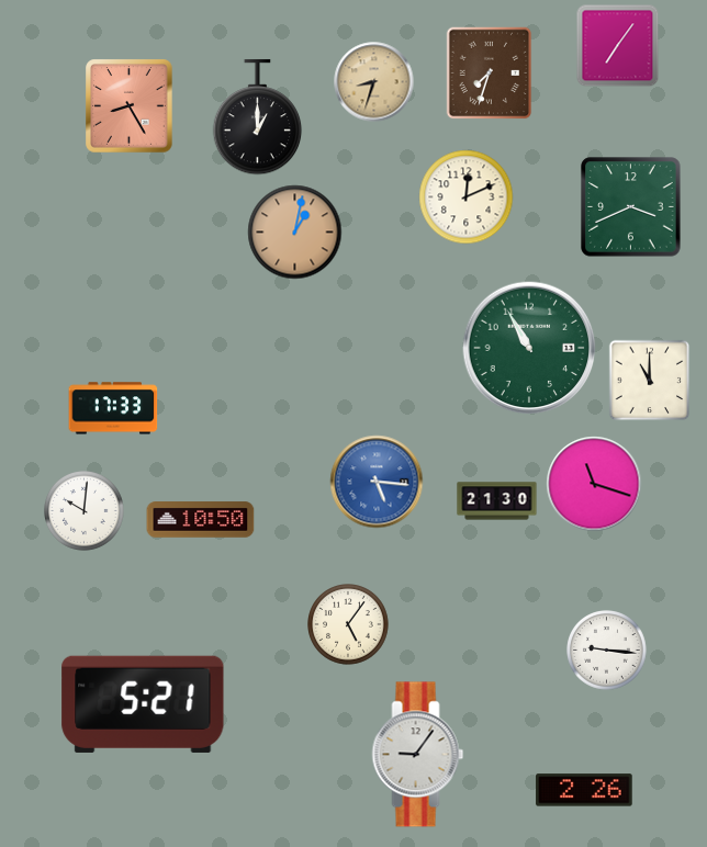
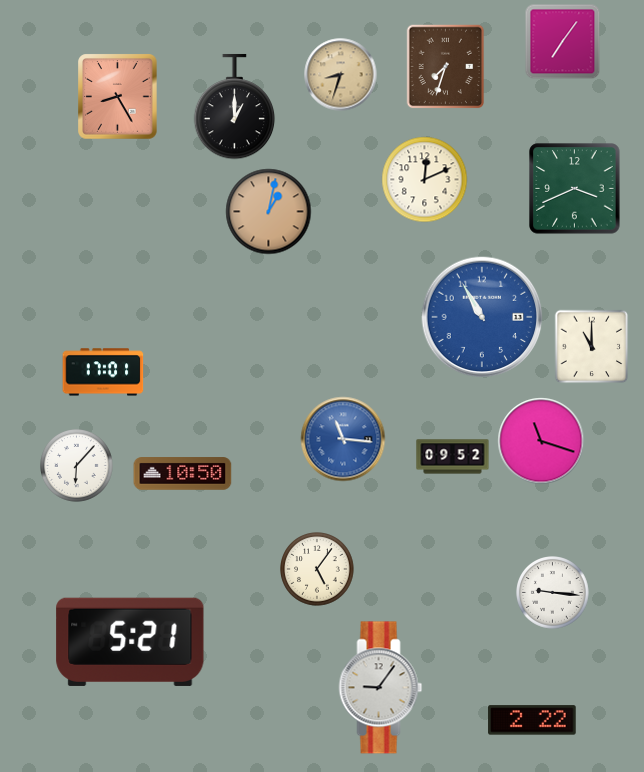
clock at (529, 348) dial: green -> blue
clock at (113, 408): 17:33 -> 17:01
clock at (377, 482): 5:16 -> 11:16
clock at (497, 501): 21:30 -> 09:52
clock at (85, 511): 10:01 -> 6:07
clock at (584, 790): 2:26 -> 2:22
